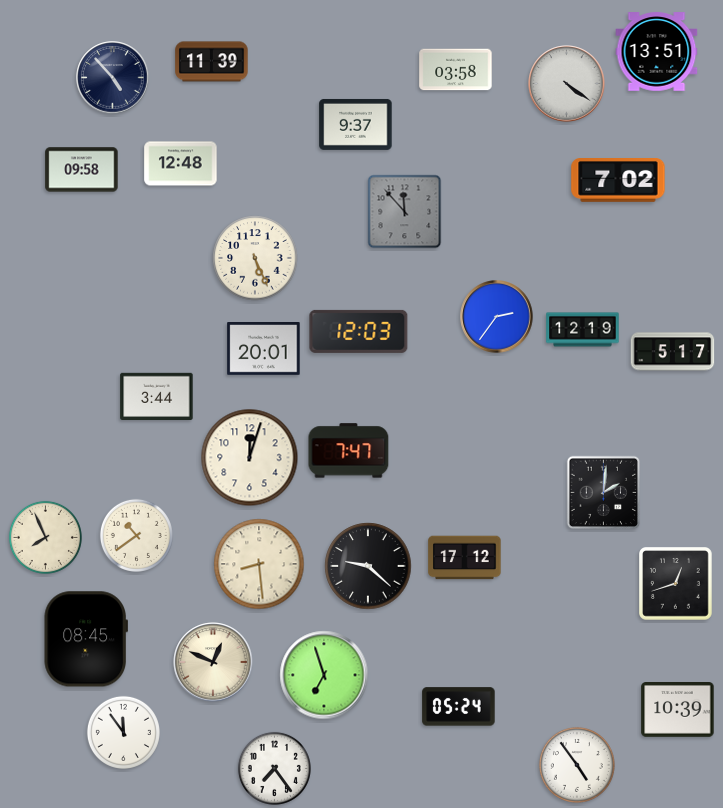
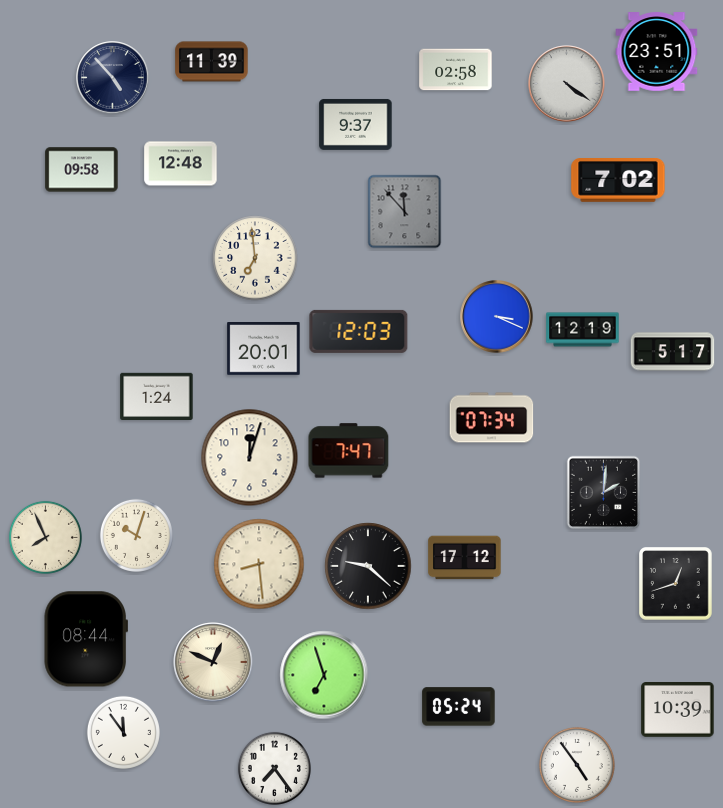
clock at (657, 52): 13:51 -> 23:51
clock at (456, 70): 03:58 -> 02:58
clock at (255, 258): 5:26 -> 6:59
clock at (497, 317): 2:36 -> 3:19
clock at (157, 396): 3:44 -> 1:24
clock at (492, 418): none -> 07:34
clock at (136, 535): 10:39 -> 10:03
clock at (86, 639): 08:45 -> 08:44
